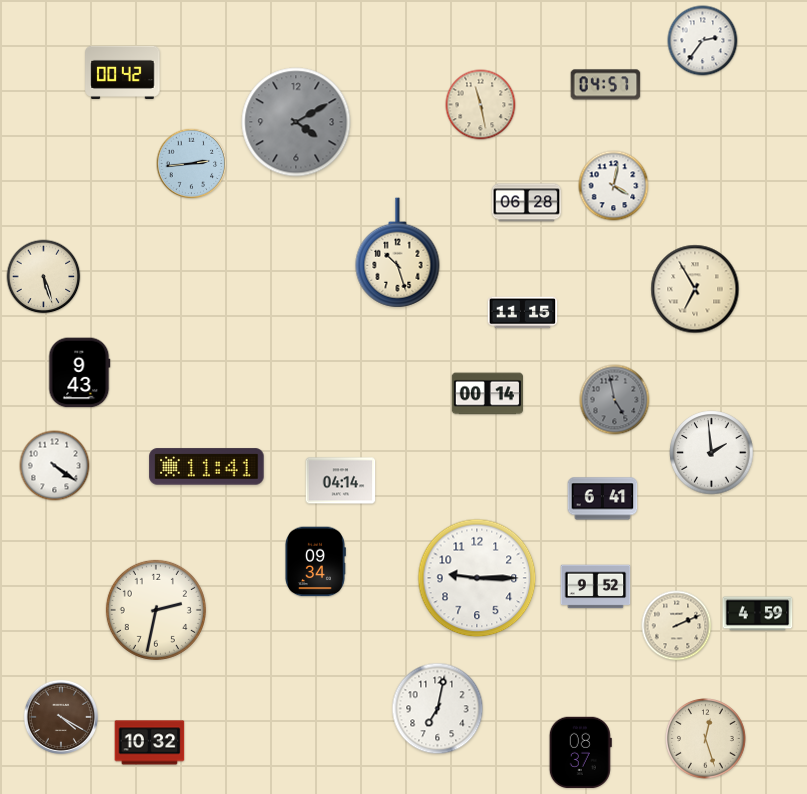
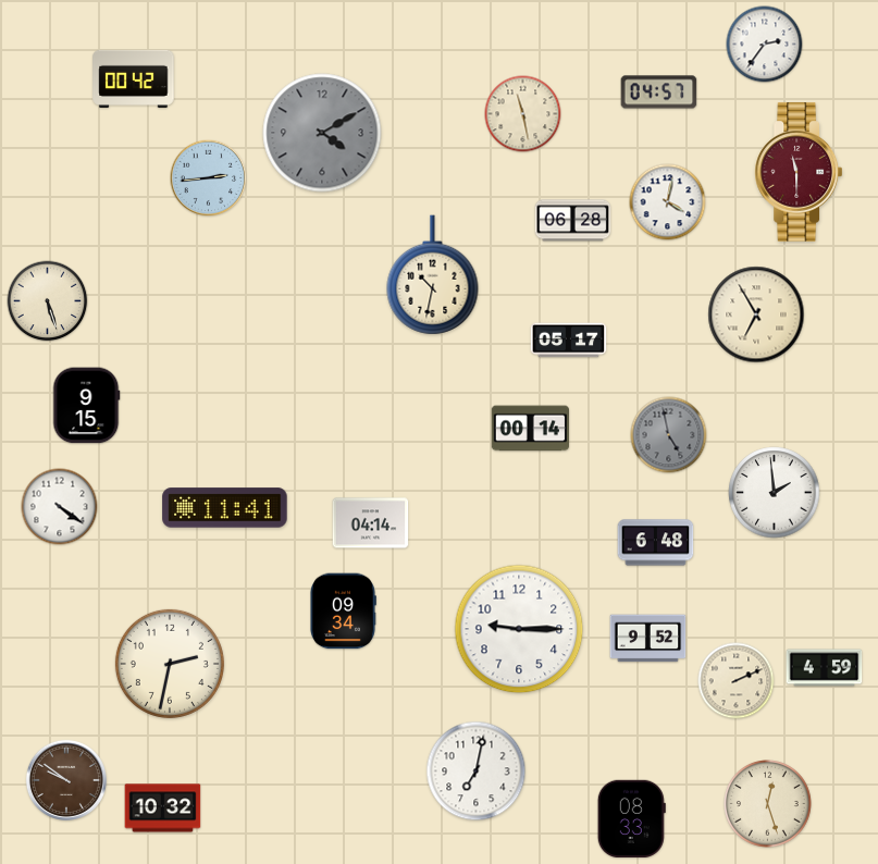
clock at (797, 172): none -> 11:30
clock at (398, 253): 10:27 -> 10:32
clock at (523, 313): 11:15 -> 05:17
clock at (80, 373): 9:43 -> 9:15
clock at (603, 499): 6:41 -> 6:48
clock at (61, 717): 4:20 -> 9:51
clock at (580, 752): 08:37 -> 08:33
